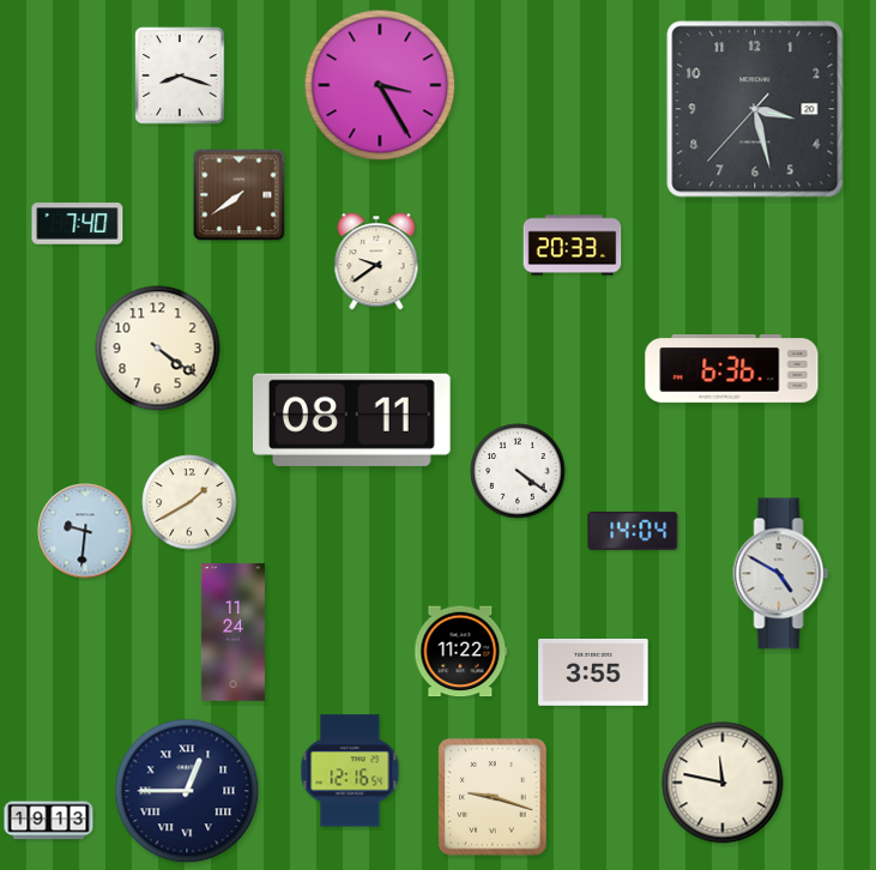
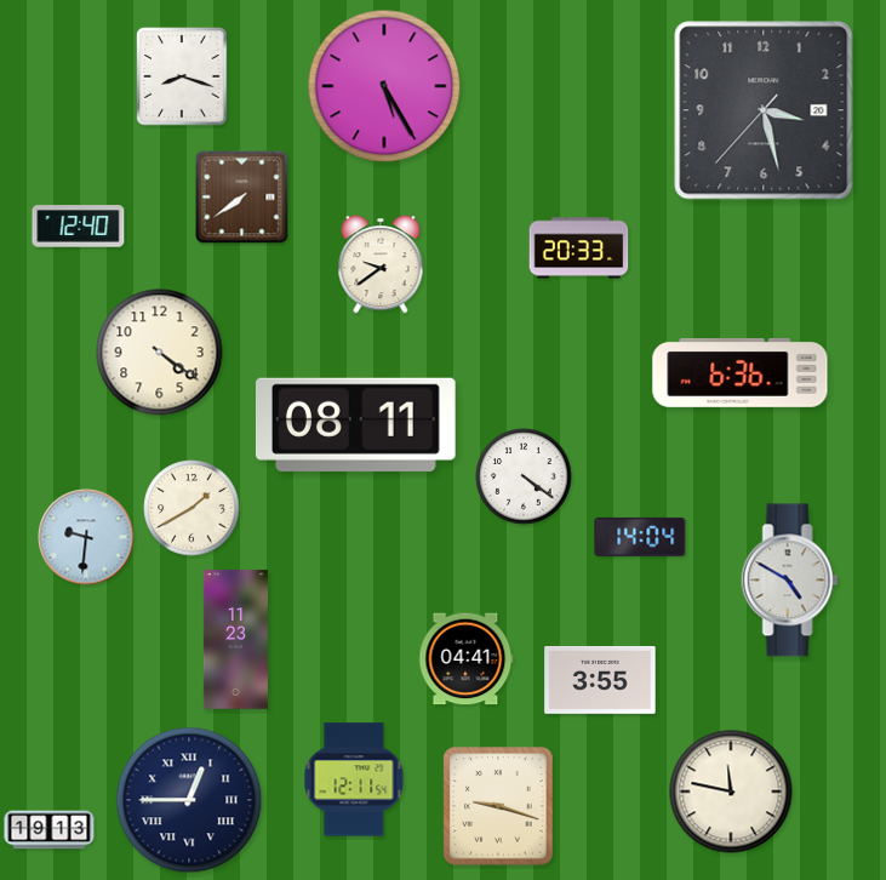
clock at (380, 85): 3:25 -> 5:25
clock at (78, 224): 7:40 -> 12:40
clock at (232, 633): 11:24 -> 11:23
clock at (461, 652): 11:22 -> 04:41
clock at (350, 771): 12:16 -> 12:11
